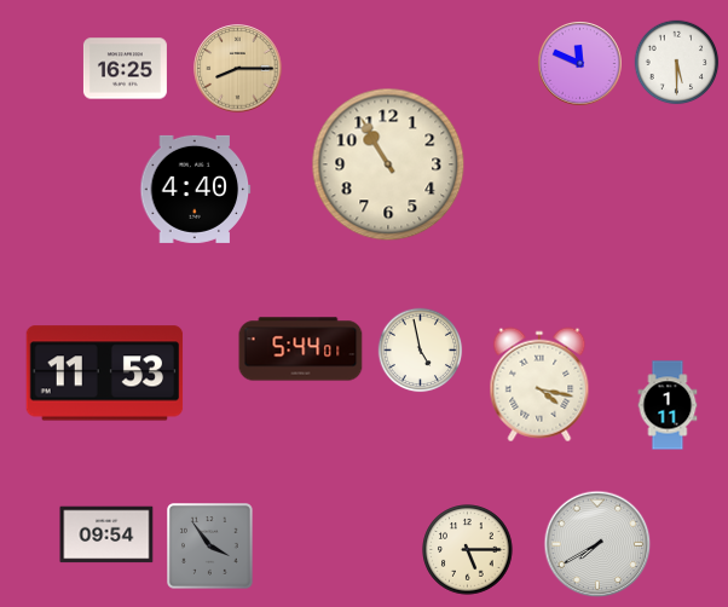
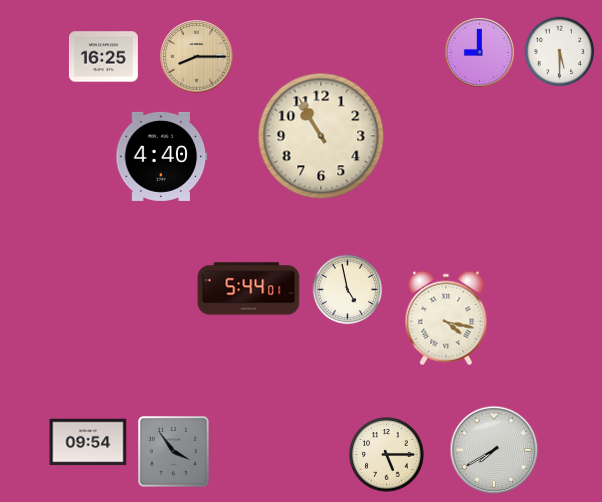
clock at (580, 64): 11:49 -> 9:00
clock at (105, 374): 11:53 -> none
clock at (668, 405): 1:11 -> none
